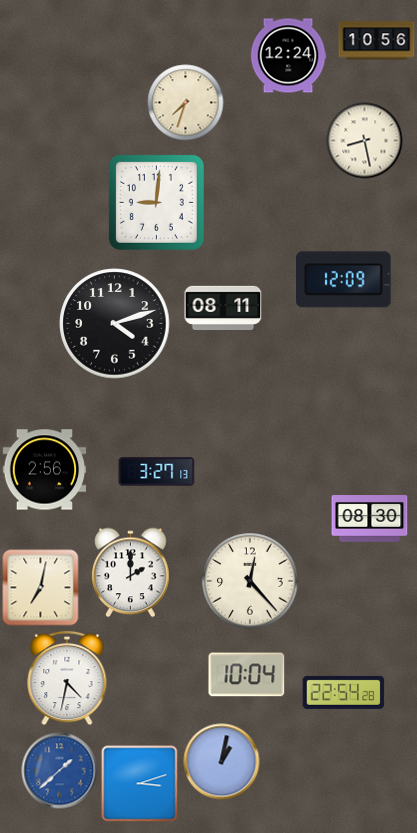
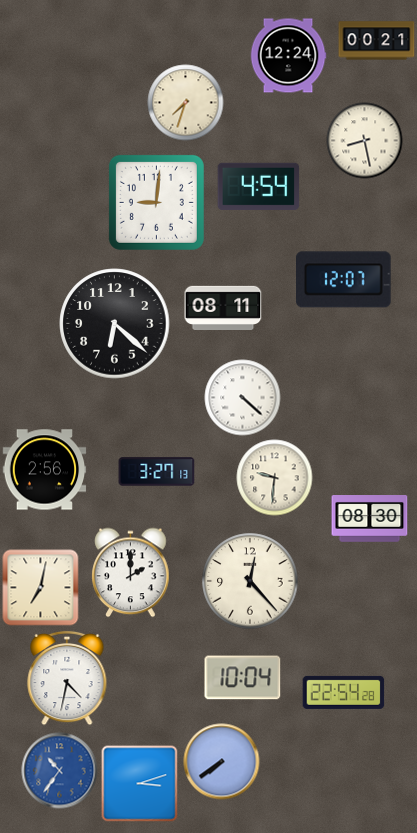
clock at (377, 41): 10:56 -> 00:21
clock at (259, 186): none -> 4:54
clock at (344, 280): 12:09 -> 12:07
clock at (115, 324): 4:12 -> 6:22
clock at (243, 398): none -> 4:22
clock at (275, 478): none -> 9:31
clock at (247, 675) position: (247, 675) -> (243, 678)
clock at (222, 762): 1:02 -> 7:39
clock at (60, 771): 1:38 -> 10:36
